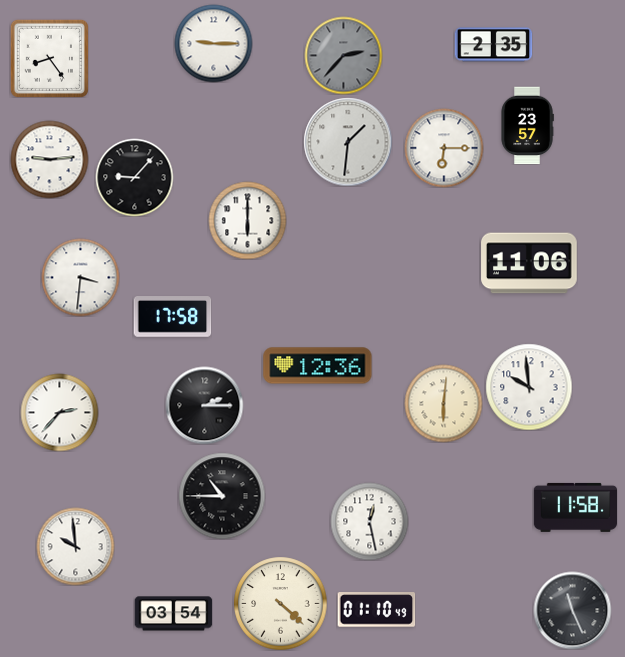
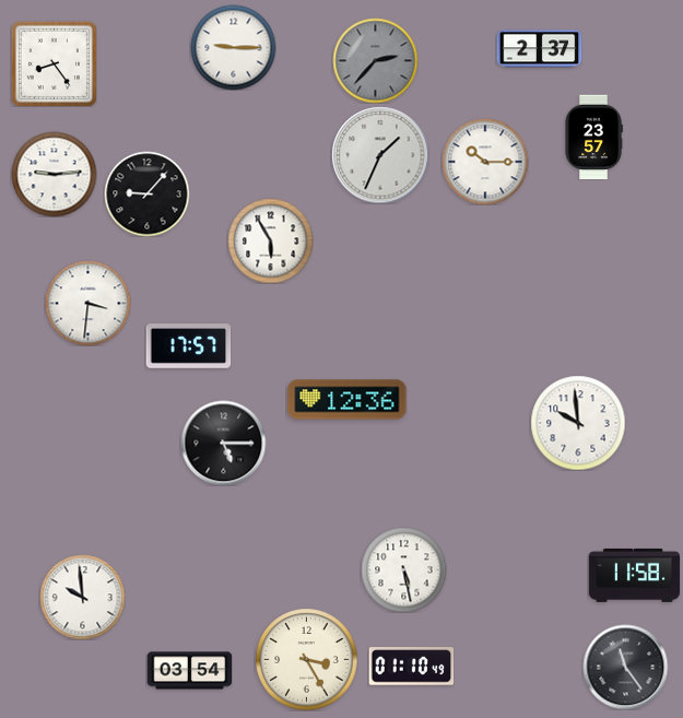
clock at (493, 45): 2:35 -> 2:37
clock at (527, 125) position: (527, 125) -> (593, 137)
clock at (348, 142): 1:31 -> 1:34
clock at (444, 148): 6:15 -> 10:15
clock at (247, 220): 6:00 -> 5:55
clock at (529, 263): 11:06 -> none
clock at (172, 317): 17:58 -> 17:57
clock at (443, 403): 6:01 -> none
clock at (204, 405): 2:15 -> 5:15
clock at (59, 412): 2:37 -> none
clock at (222, 496): 10:45 -> none
clock at (575, 507) position: (575, 507) -> (634, 575)
clock at (369, 521): 12:28 -> 5:28
clock at (280, 603): 4:22 -> 3:25
clock at (572, 610): 11:26 -> 11:24
